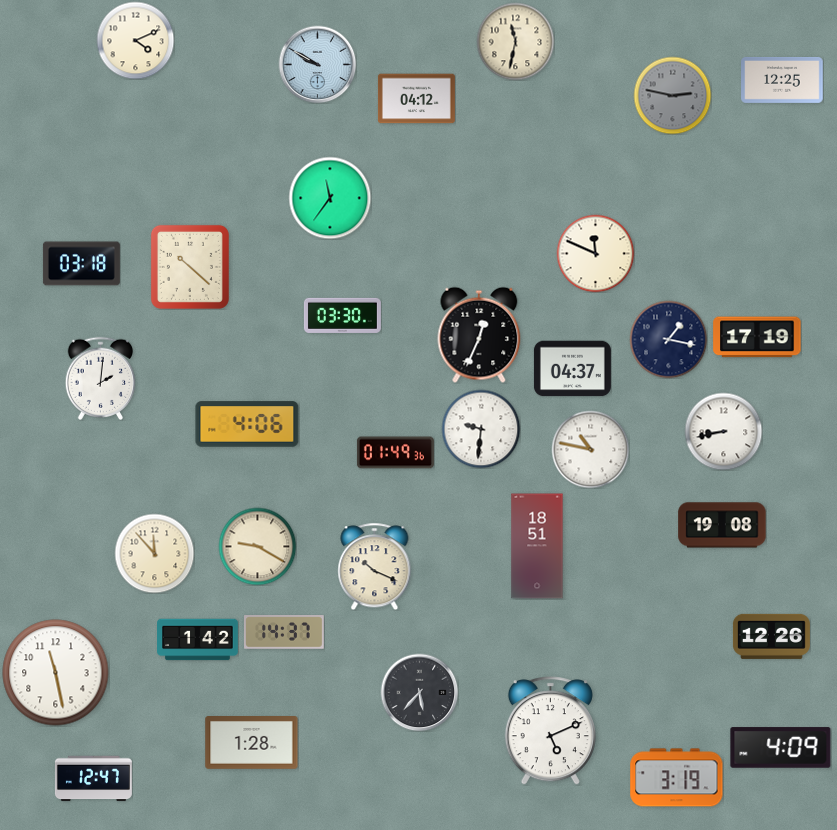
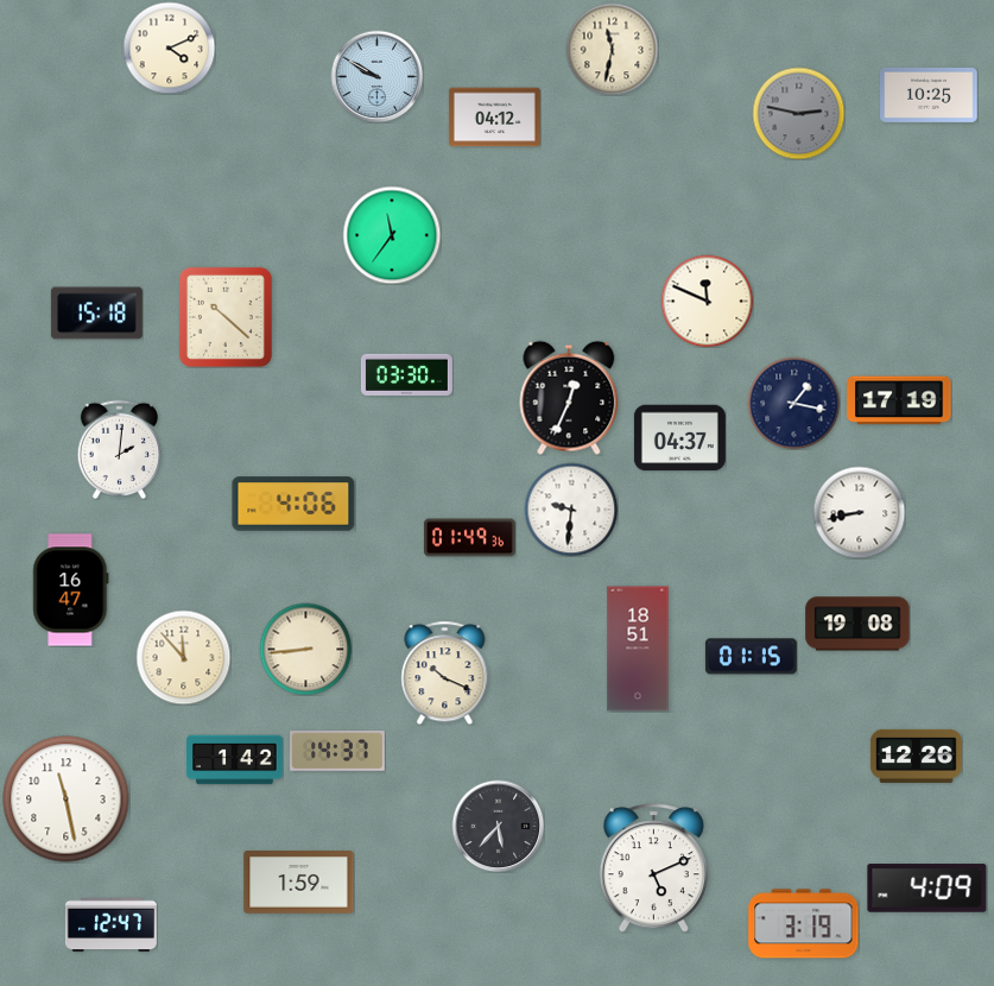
clock at (135, 40) position: (135, 40) -> (169, 48)
clock at (782, 80): 12:25 -> 10:25
clock at (81, 264): 03:18 -> 15:18
clock at (590, 449): 10:47 -> none
clock at (71, 590): none -> 16:47
clock at (257, 546): 9:20 -> 8:44
clock at (751, 657): none -> 01:15
clock at (419, 692) position: (419, 692) -> (498, 826)
clock at (252, 743): 1:28 -> 1:59
